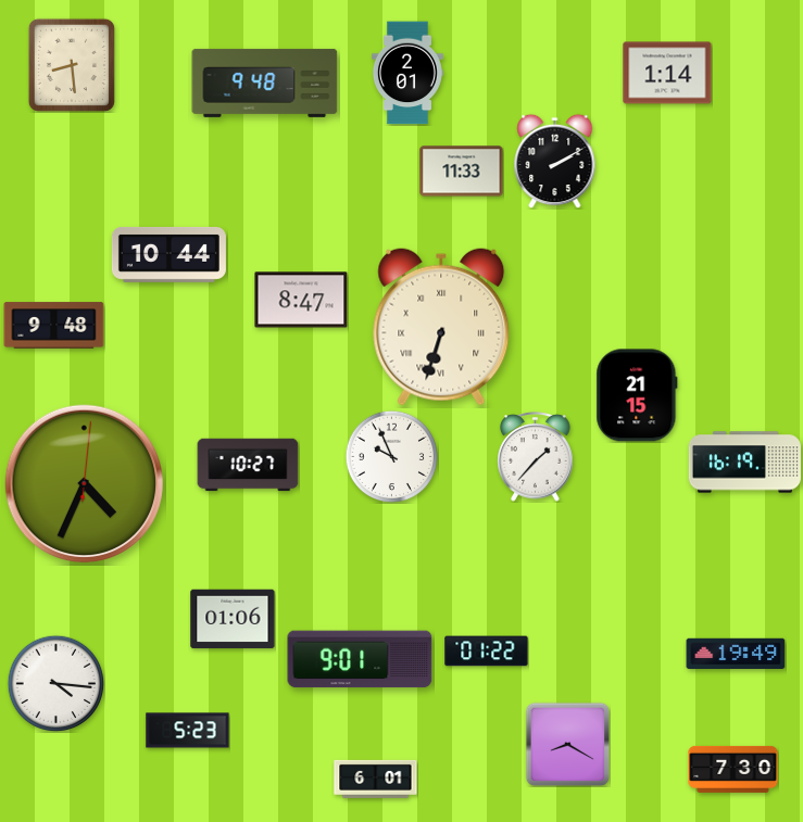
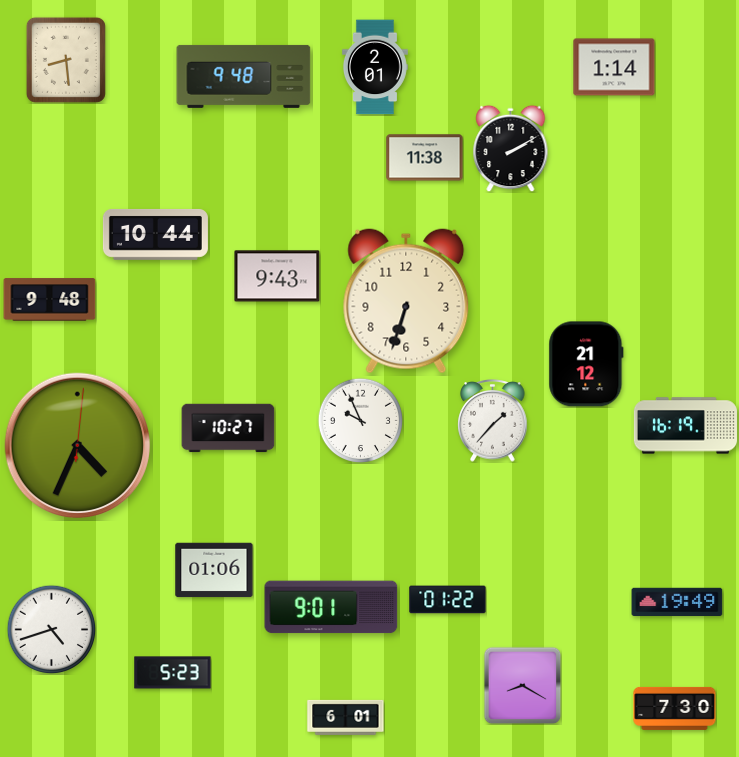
clock at (462, 172): 11:33 -> 11:38
clock at (301, 300): 8:47 -> 9:43
clock at (441, 327) numerals: Roman -> Arabic
clock at (637, 395): 21:15 -> 21:12
clock at (55, 683): 4:16 -> 4:42
